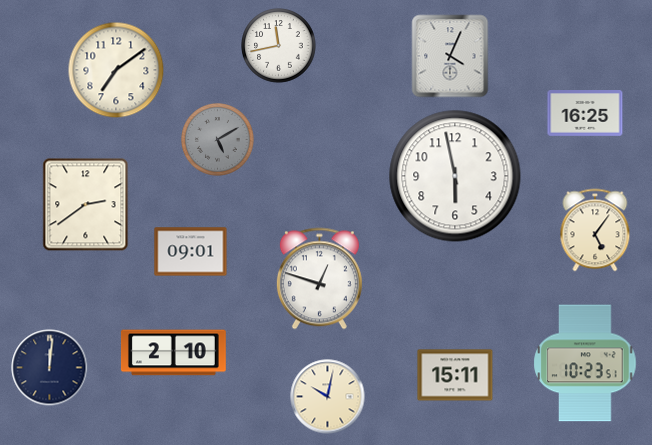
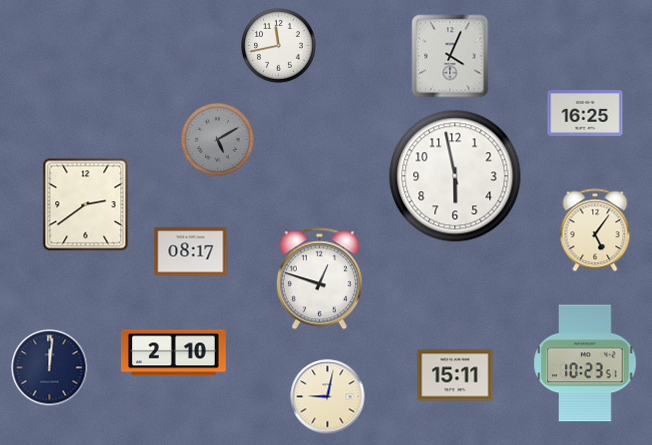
clock at (116, 70): 7:09 -> none
clock at (191, 252): 09:01 -> 08:17
clock at (328, 397): 10:02 -> 9:02
